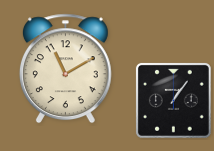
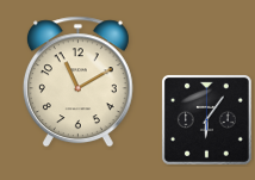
clock at (173, 100): 1:06 -> 6:06
